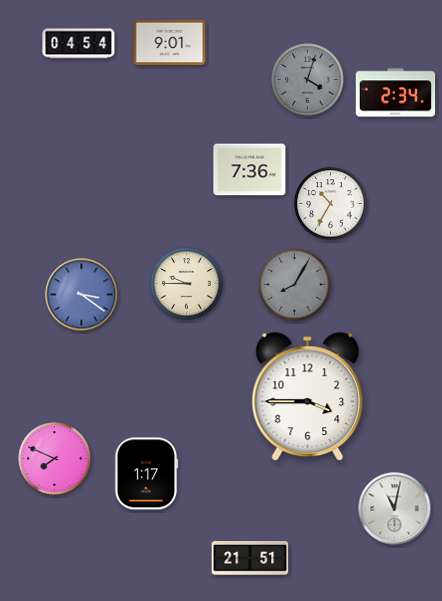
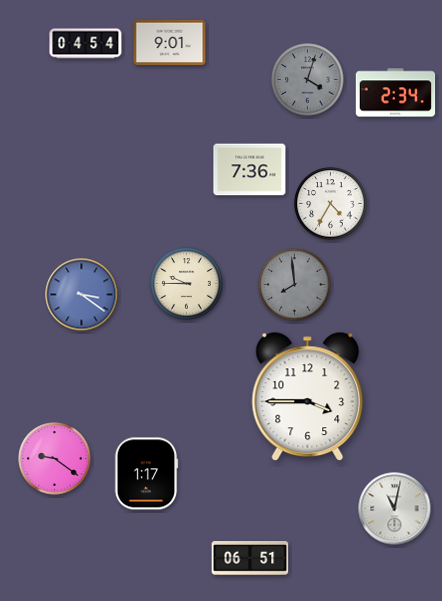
clock at (79, 44) position: (79, 44) -> (86, 44)
clock at (331, 204): 10:35 -> 4:35
clock at (295, 285): 8:05 -> 7:59
clock at (55, 459): 7:49 -> 9:21
clock at (250, 559): 21:51 -> 06:51
